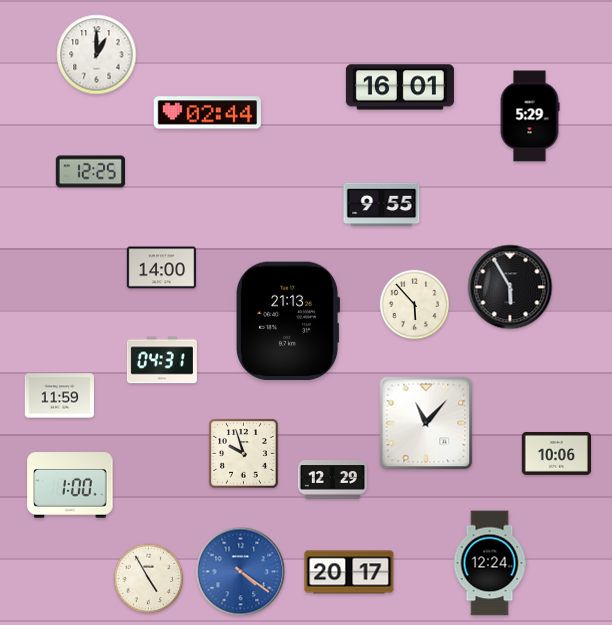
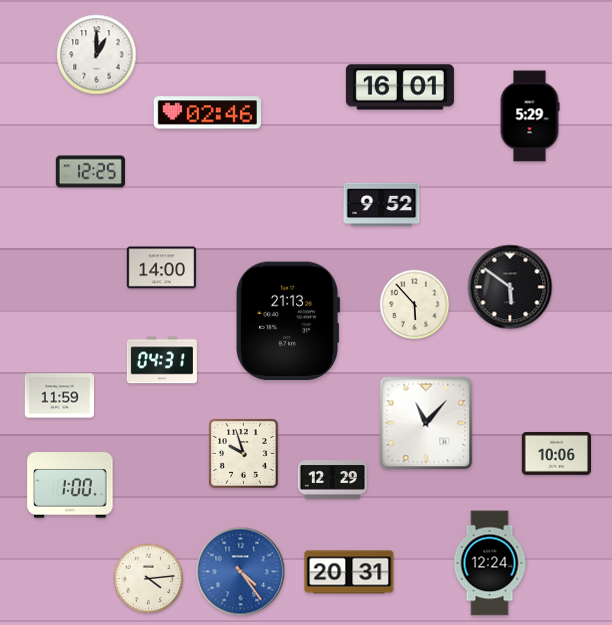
clock at (207, 113): 02:44 -> 02:46
clock at (382, 205): 9:55 -> 9:52
clock at (510, 287): 5:55 -> 5:51
clock at (241, 572): 4:21 -> 4:24
clock at (349, 572): 20:17 -> 20:31
clock at (149, 579): 4:55 -> 4:14
